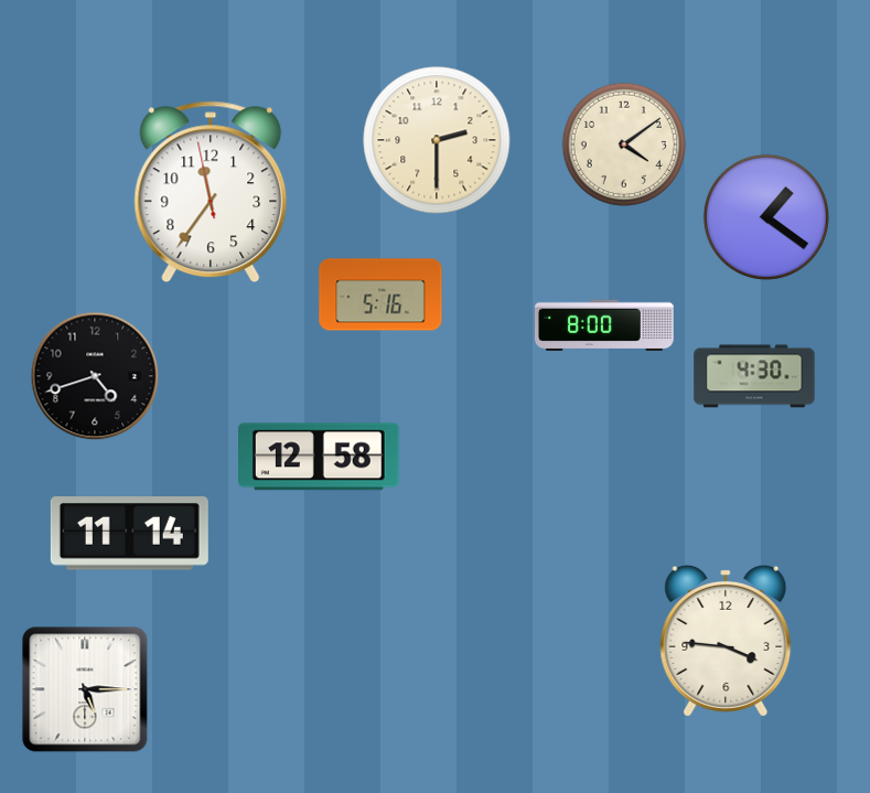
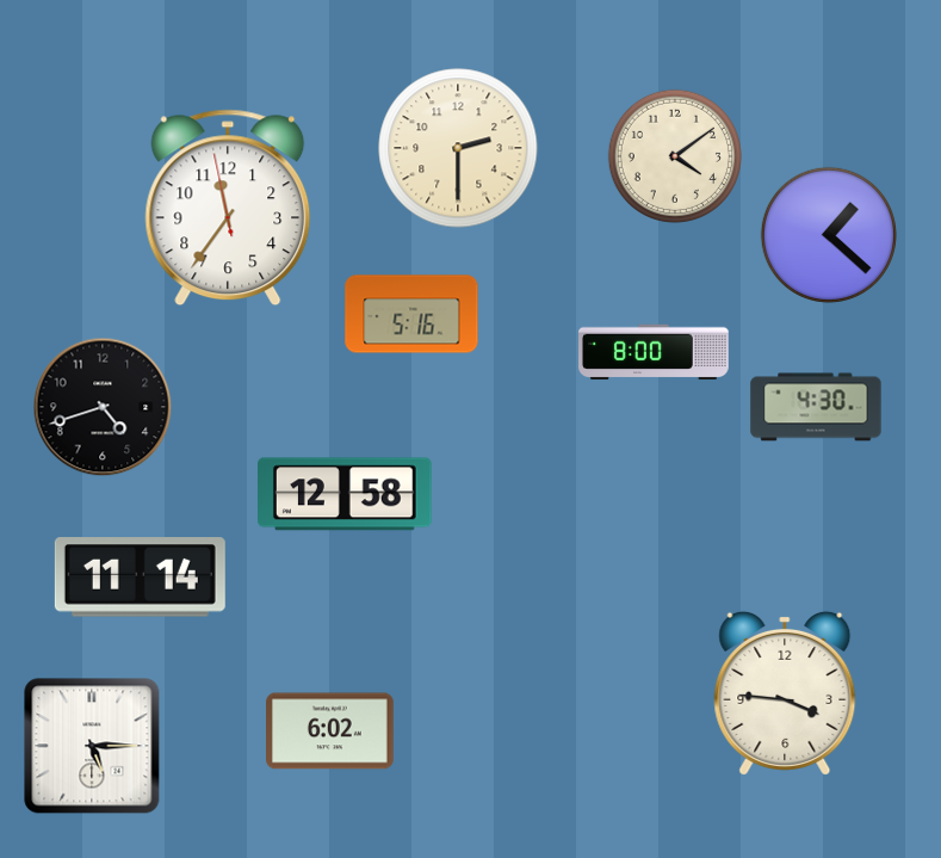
clock at (437, 140) position: (437, 140) -> (458, 148)
clock at (766, 217): 1:21 -> 1:22
clock at (380, 294) position: (380, 294) -> (411, 314)
clock at (330, 732): none -> 6:02
